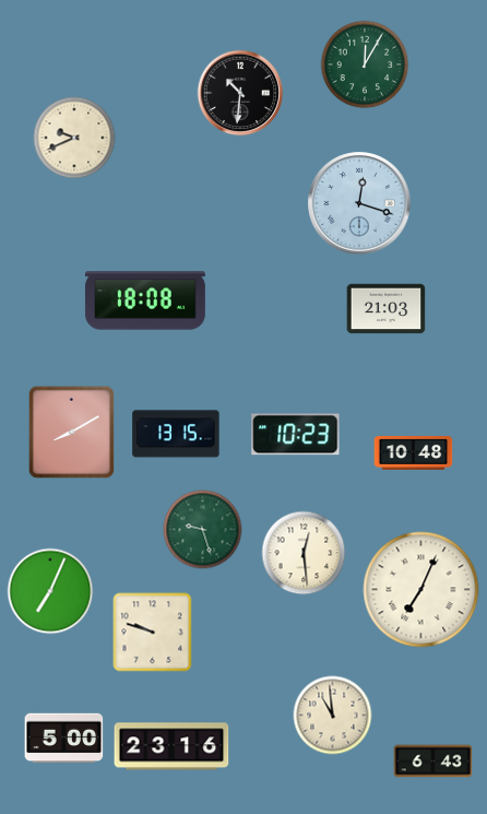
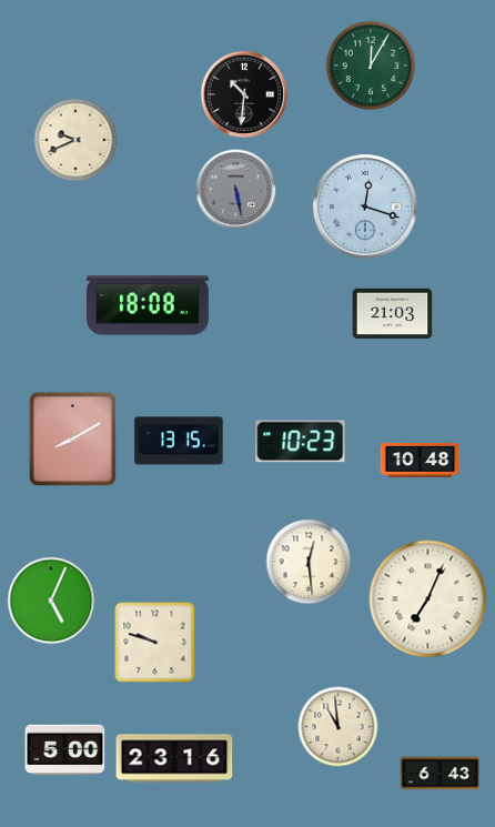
clock at (236, 190): none -> 5:28
clock at (203, 530): 9:27 -> none
clock at (50, 591): 7:04 -> 5:04
